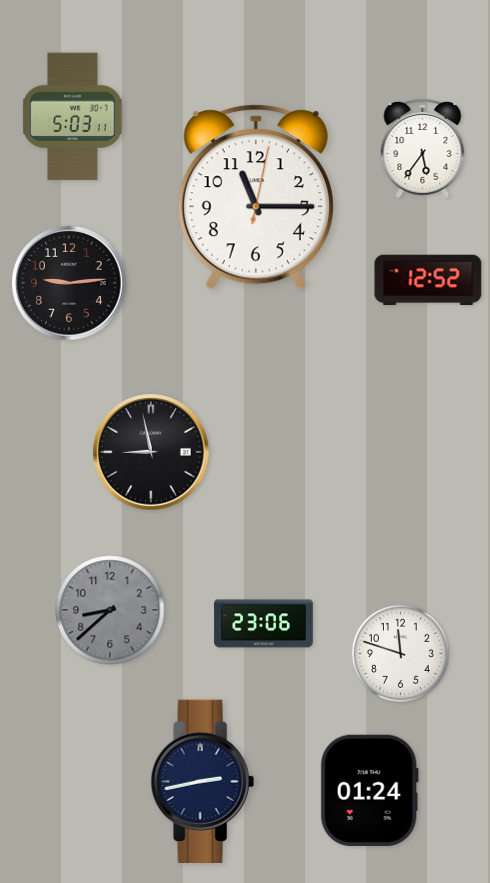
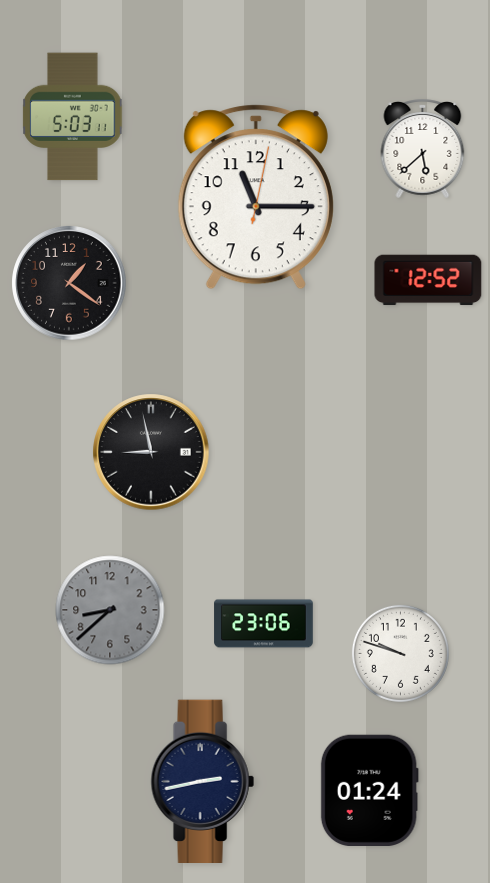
clock at (423, 148): 5:36 -> 5:38
clock at (69, 283): 9:14 -> 1:21
clock at (400, 653): 11:48 -> 9:48
